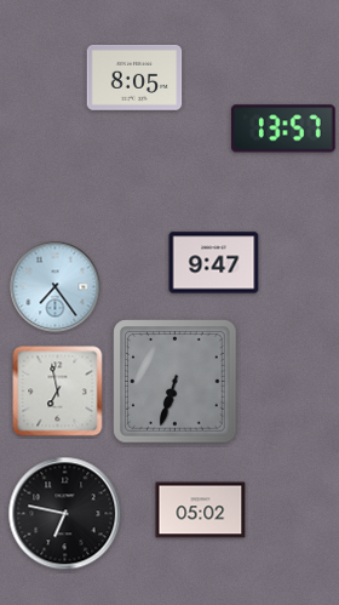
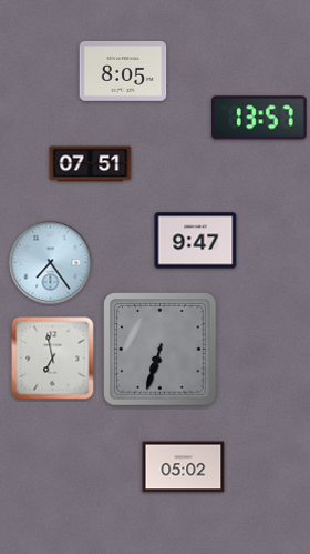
clock at (91, 164): none -> 07:51
clock at (65, 514): 6:47 -> none
